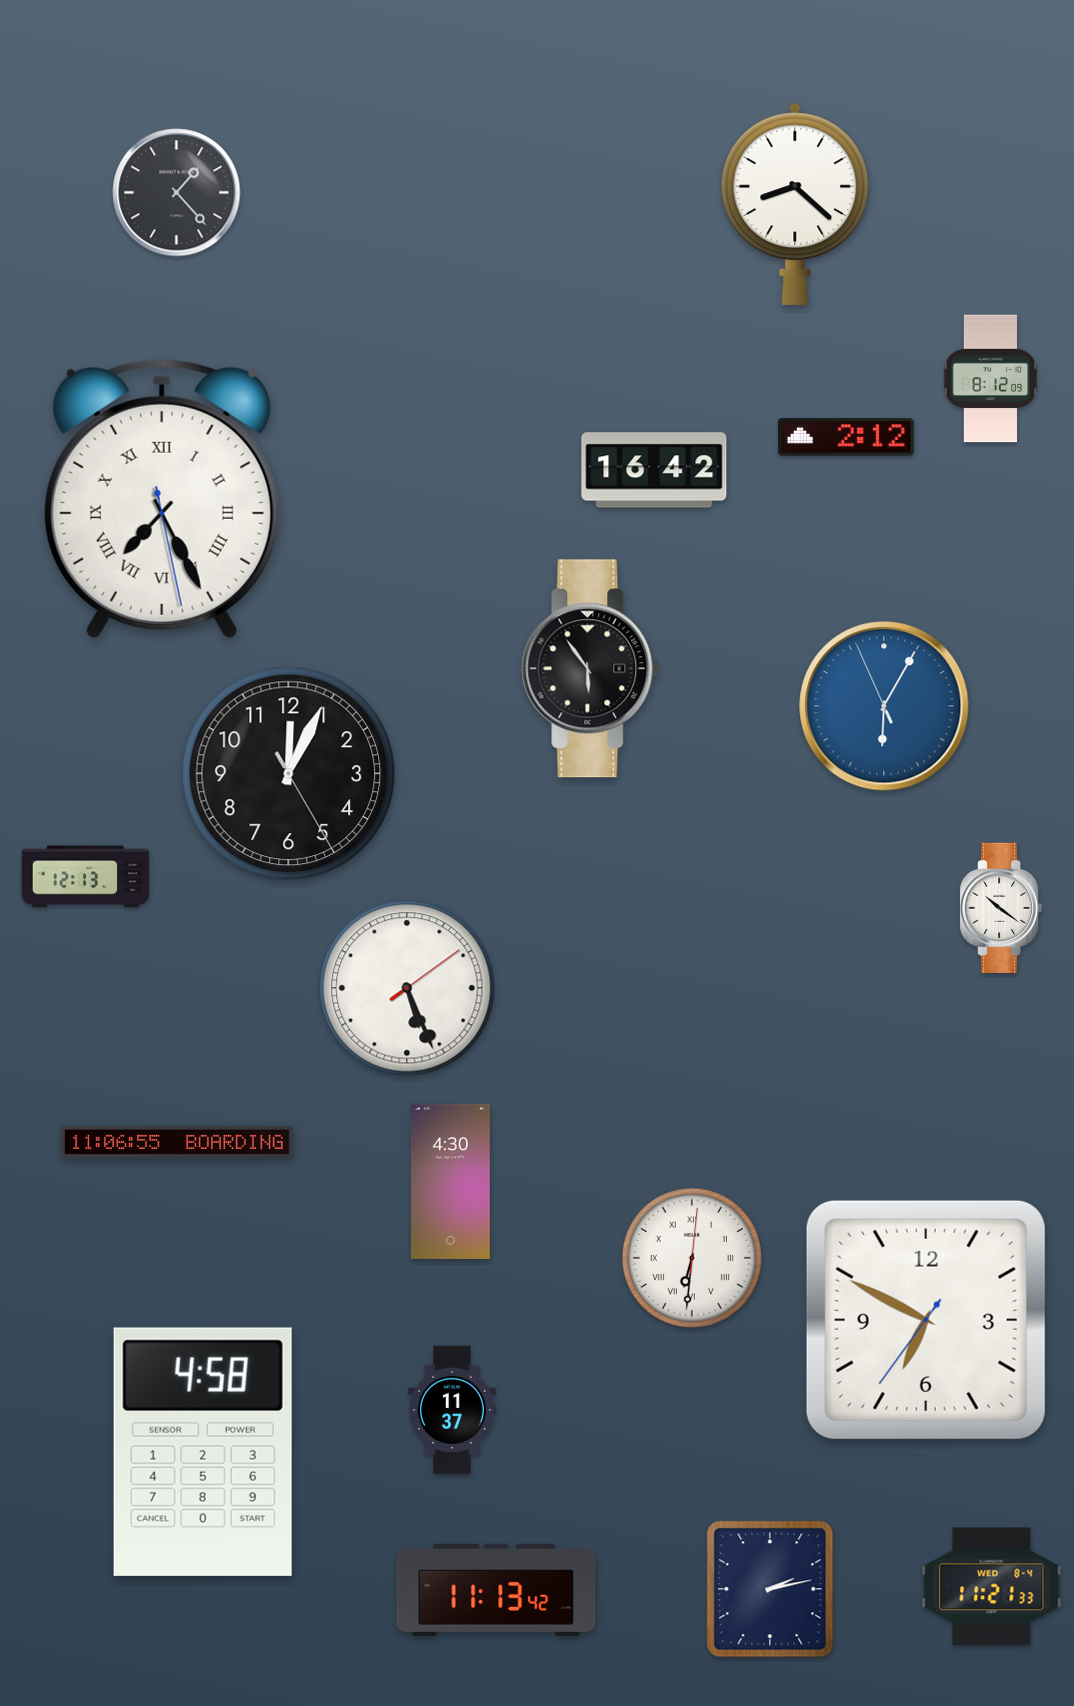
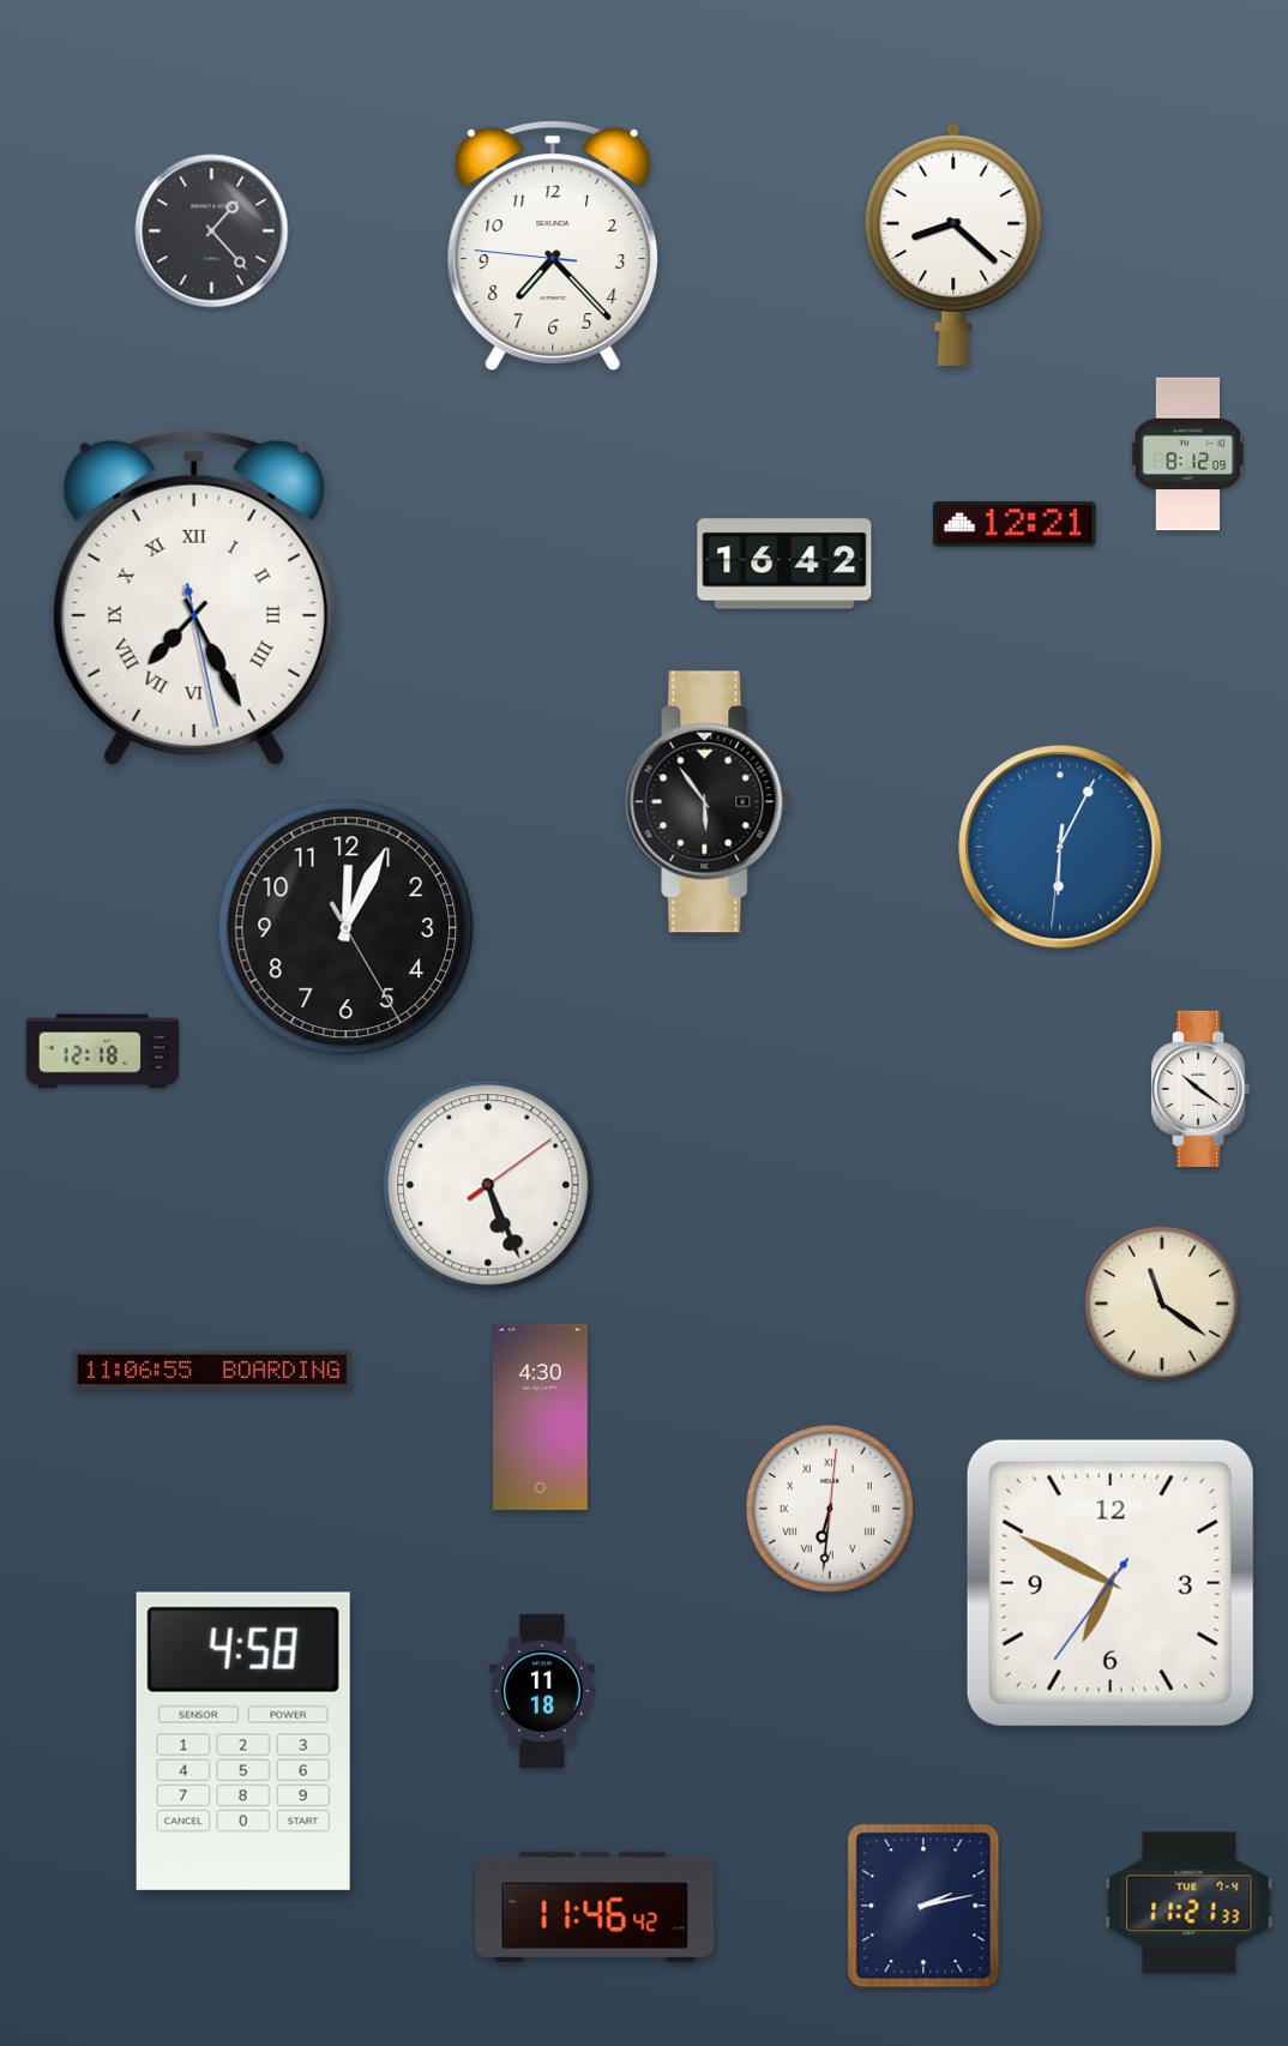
clock at (553, 246): none -> 7:22
clock at (847, 437): 2:12 -> 12:21
clock at (884, 706): 6:04:56 -> 6:04:31
clock at (86, 877): 12:13 -> 12:18
clock at (1162, 1304): none -> 11:21
clock at (452, 1410): 11:37 -> 11:18
clock at (992, 1587) date: WED 8-4 -> TUE 7-4
clock at (496, 1590): 11:13 -> 11:46
